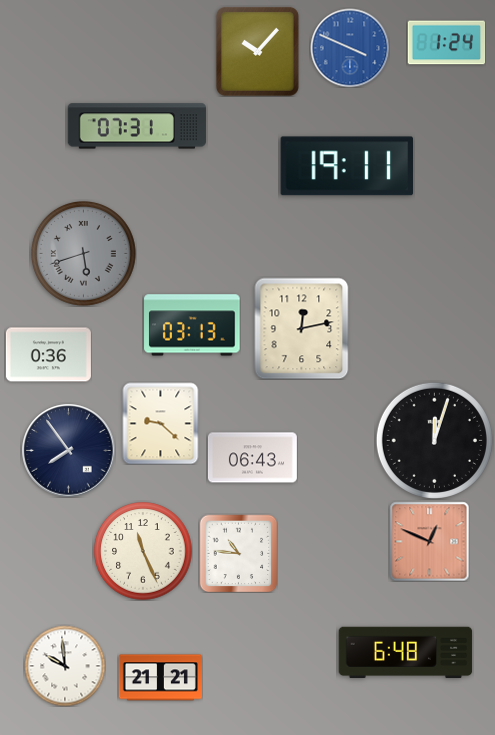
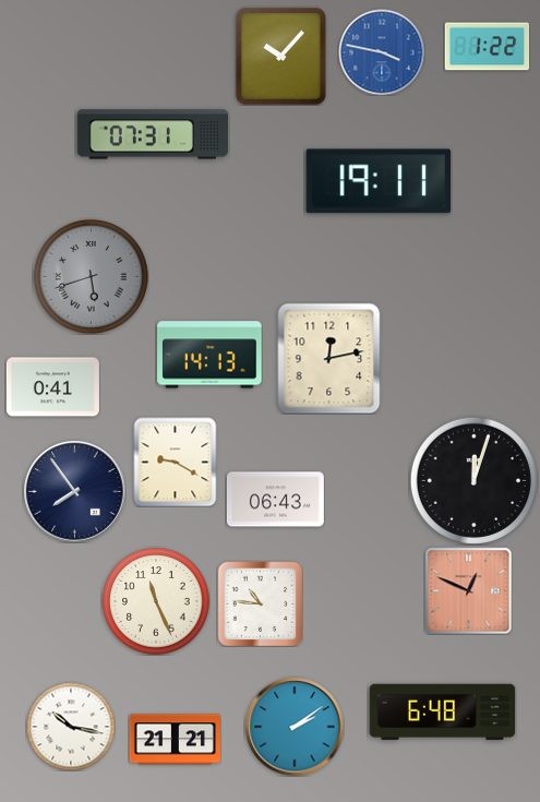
clock at (446, 43): 1:24 -> 1:22
clock at (350, 48): 3:49 -> 3:47
clock at (137, 126) position: (137, 126) -> (153, 134)
clock at (192, 325): 03:13 -> 14:13
clock at (48, 355): 0:36 -> 0:41
clock at (161, 423): 9:22 -> 9:20
clock at (65, 666): 9:59 -> 10:17
clock at (295, 727): none -> 2:09
